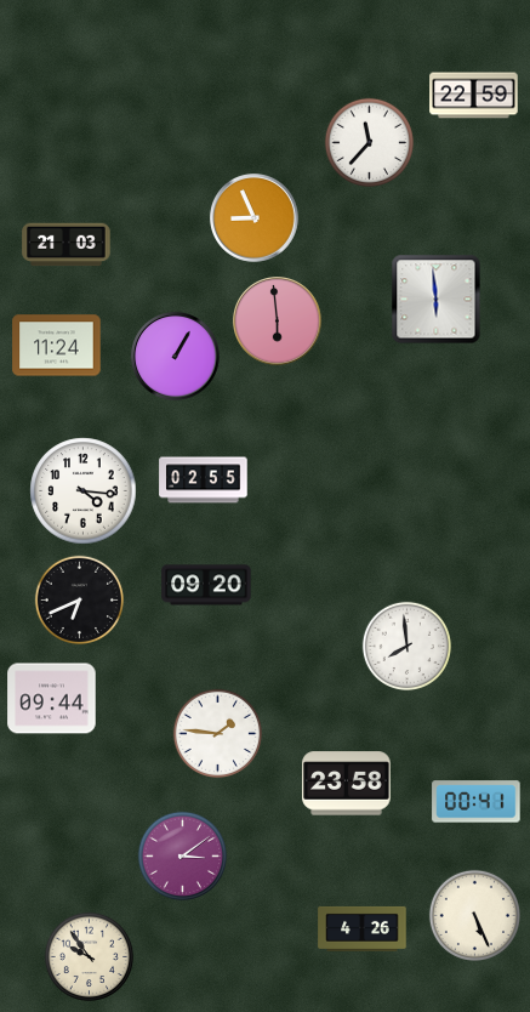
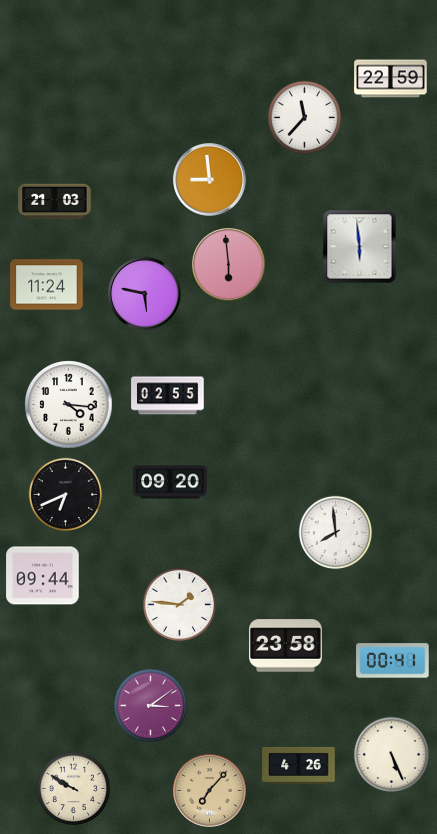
clock at (255, 218): 8:56 -> 8:59
clock at (176, 357): 1:05 -> 5:47
clock at (90, 957): 9:54 -> 9:50
clock at (210, 791): none -> 7:07
